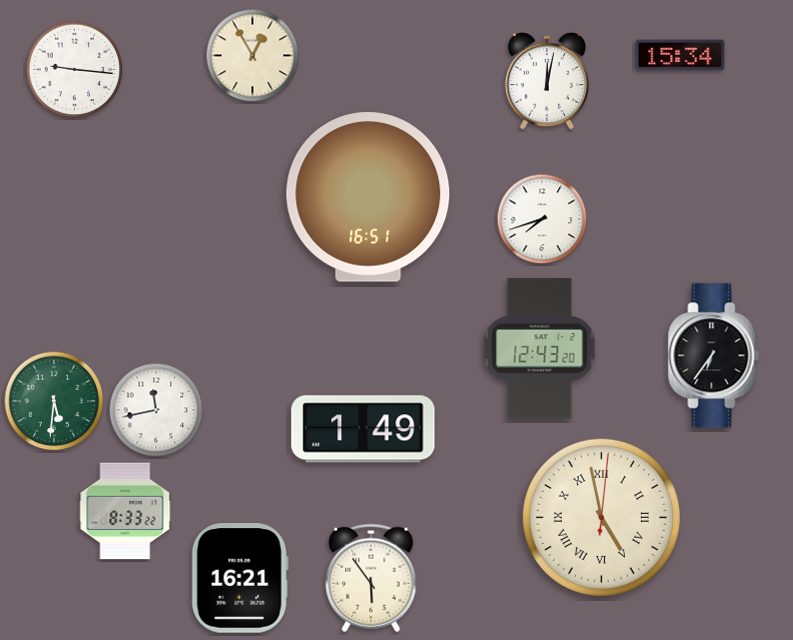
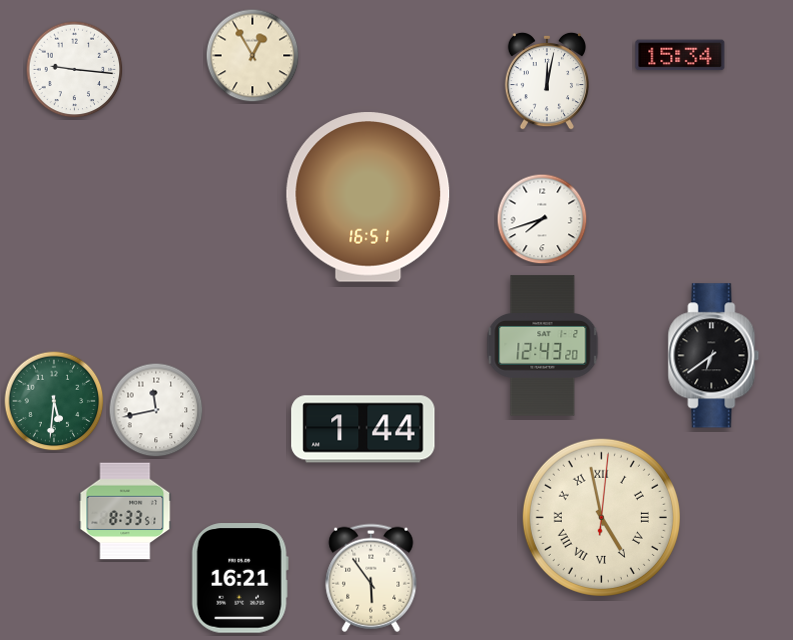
clock at (540, 349) position: (540, 349) -> (543, 346)
clock at (714, 356): 6:36 -> 6:39
clock at (363, 429): 1:49 -> 1:44
clock at (125, 511): 8:33:22 -> 8:33:51
